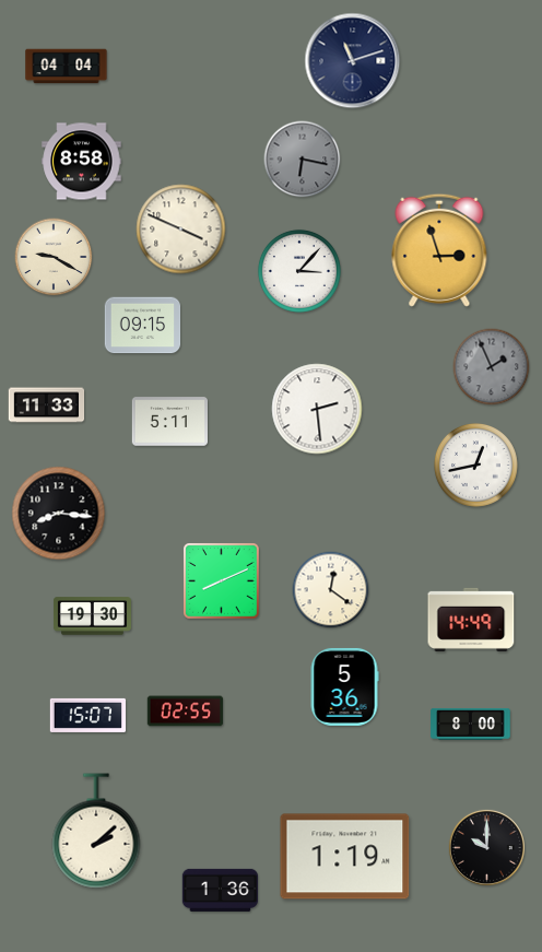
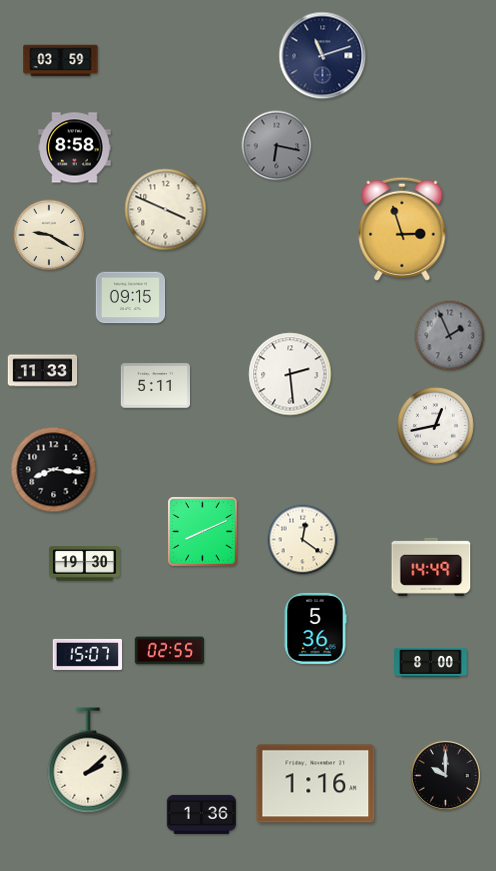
clock at (67, 67): 04:04 -> 03:59
clock at (299, 271): 3:07 -> none
clock at (89, 715) position: (89, 715) -> (88, 654)
clock at (345, 857): 1:19 -> 1:16
